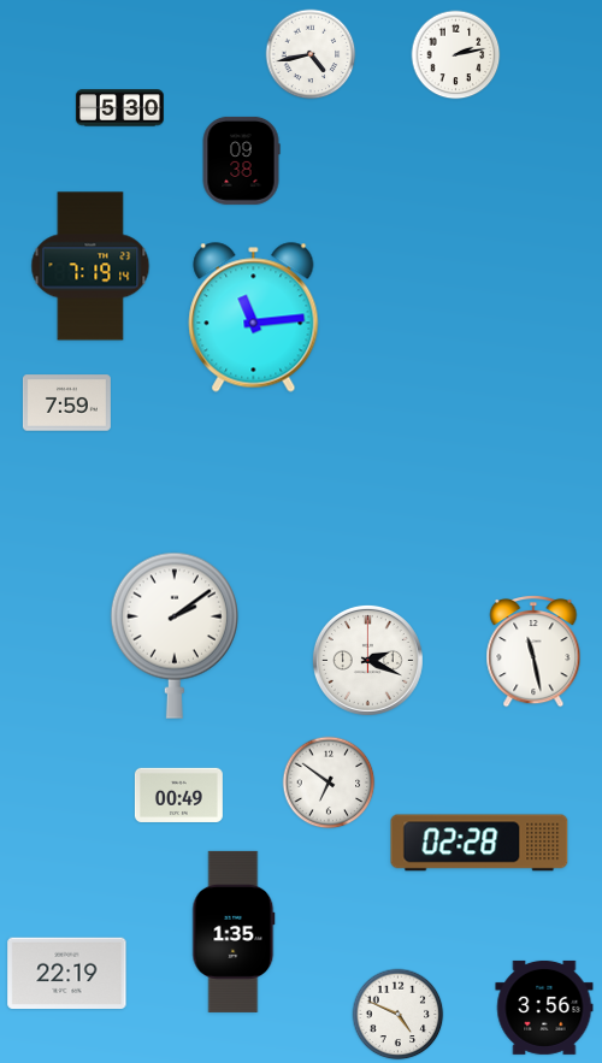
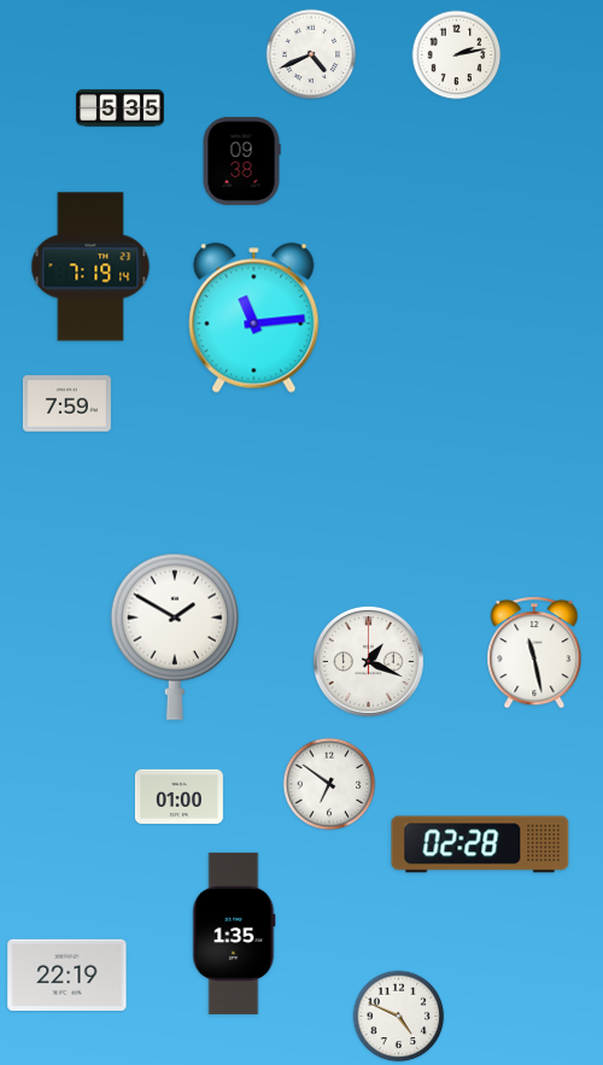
clock at (311, 54): 4:43 -> 4:41
clock at (119, 108): 5:30 -> 5:35
clock at (175, 636): 2:09 -> 1:50
clock at (367, 660): 2:19 -> 1:19
clock at (178, 795): 00:49 -> 01:00
clock at (544, 1008): 3:56 -> none
